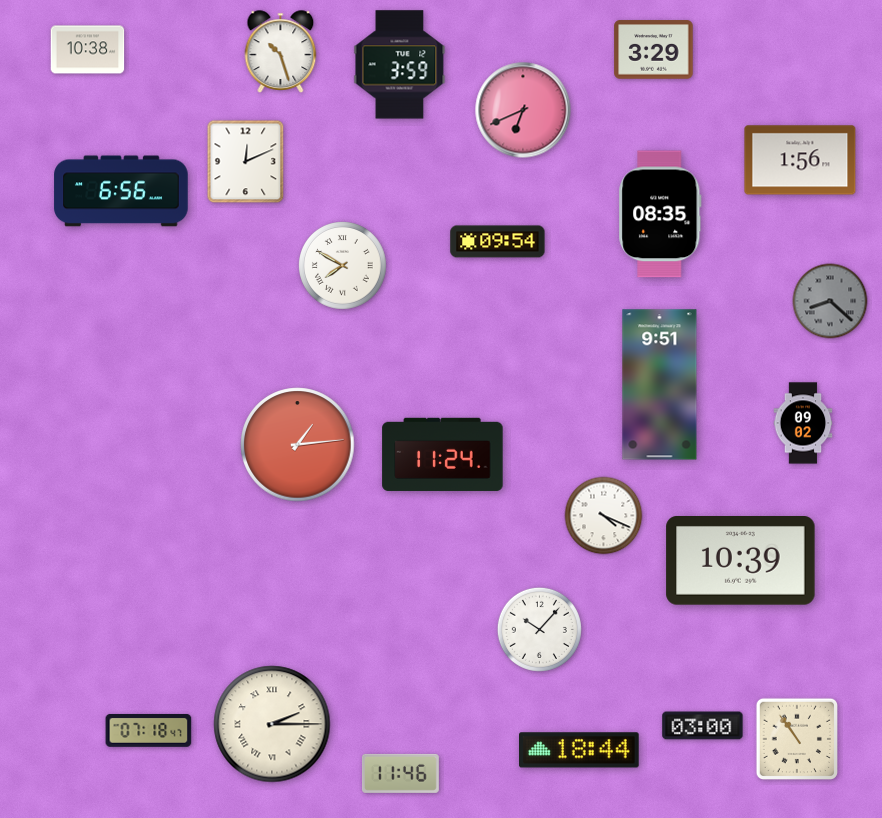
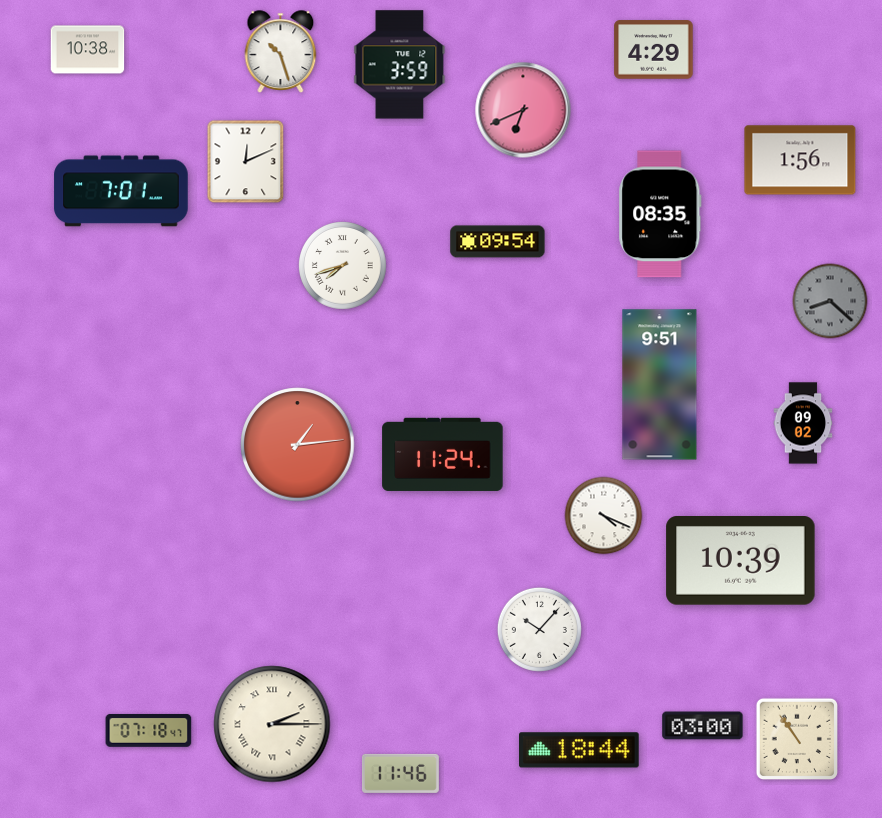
clock at (654, 50): 3:29 -> 4:29
clock at (121, 191): 6:56 -> 7:01
clock at (343, 266): 7:50 -> 7:42
